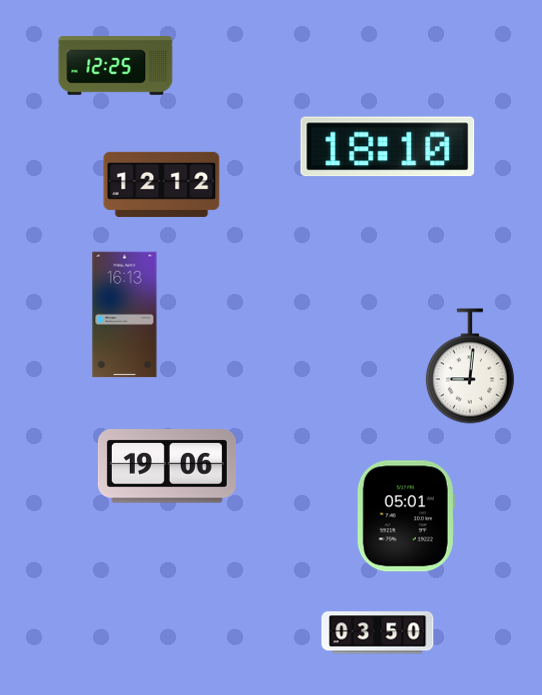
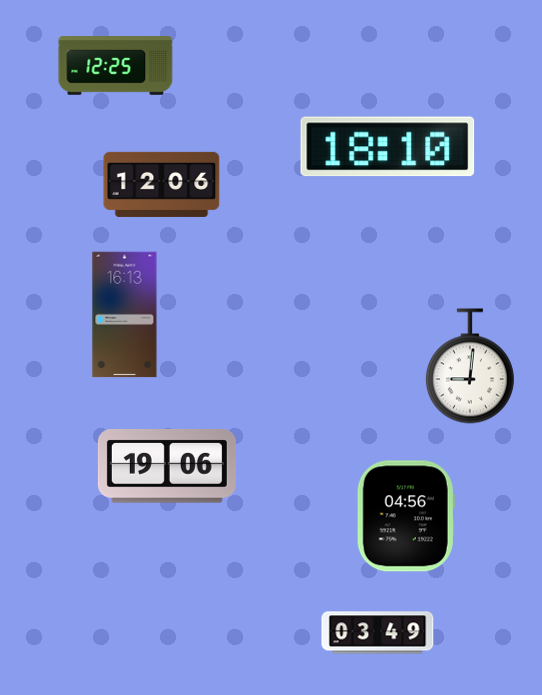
clock at (162, 184): 12:12 -> 12:06
clock at (406, 516): 05:01 -> 04:56
clock at (378, 633): 03:50 -> 03:49
